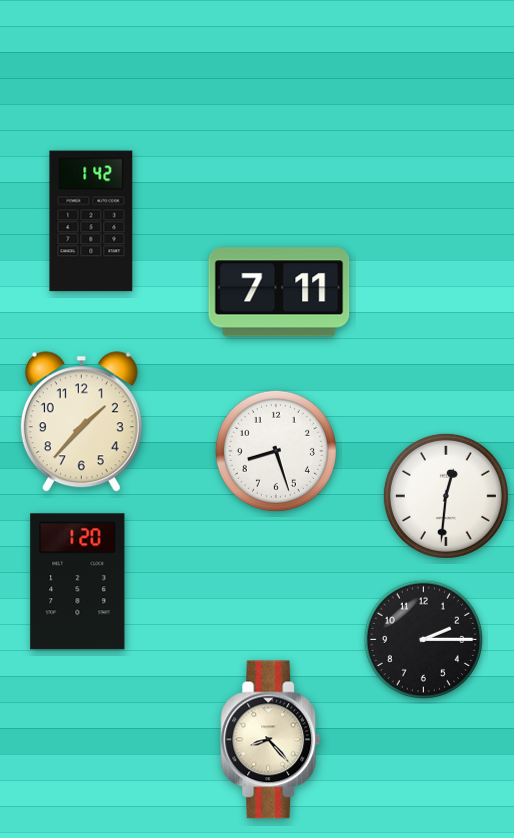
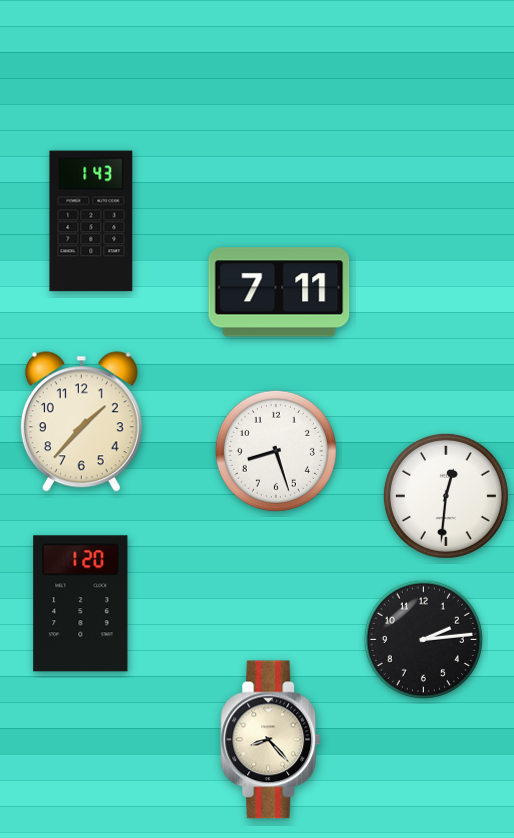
clock at (91, 221): 1:42 -> 1:43
clock at (78, 582) position: (78, 582) -> (81, 604)
clock at (423, 639): 2:15 -> 2:14
